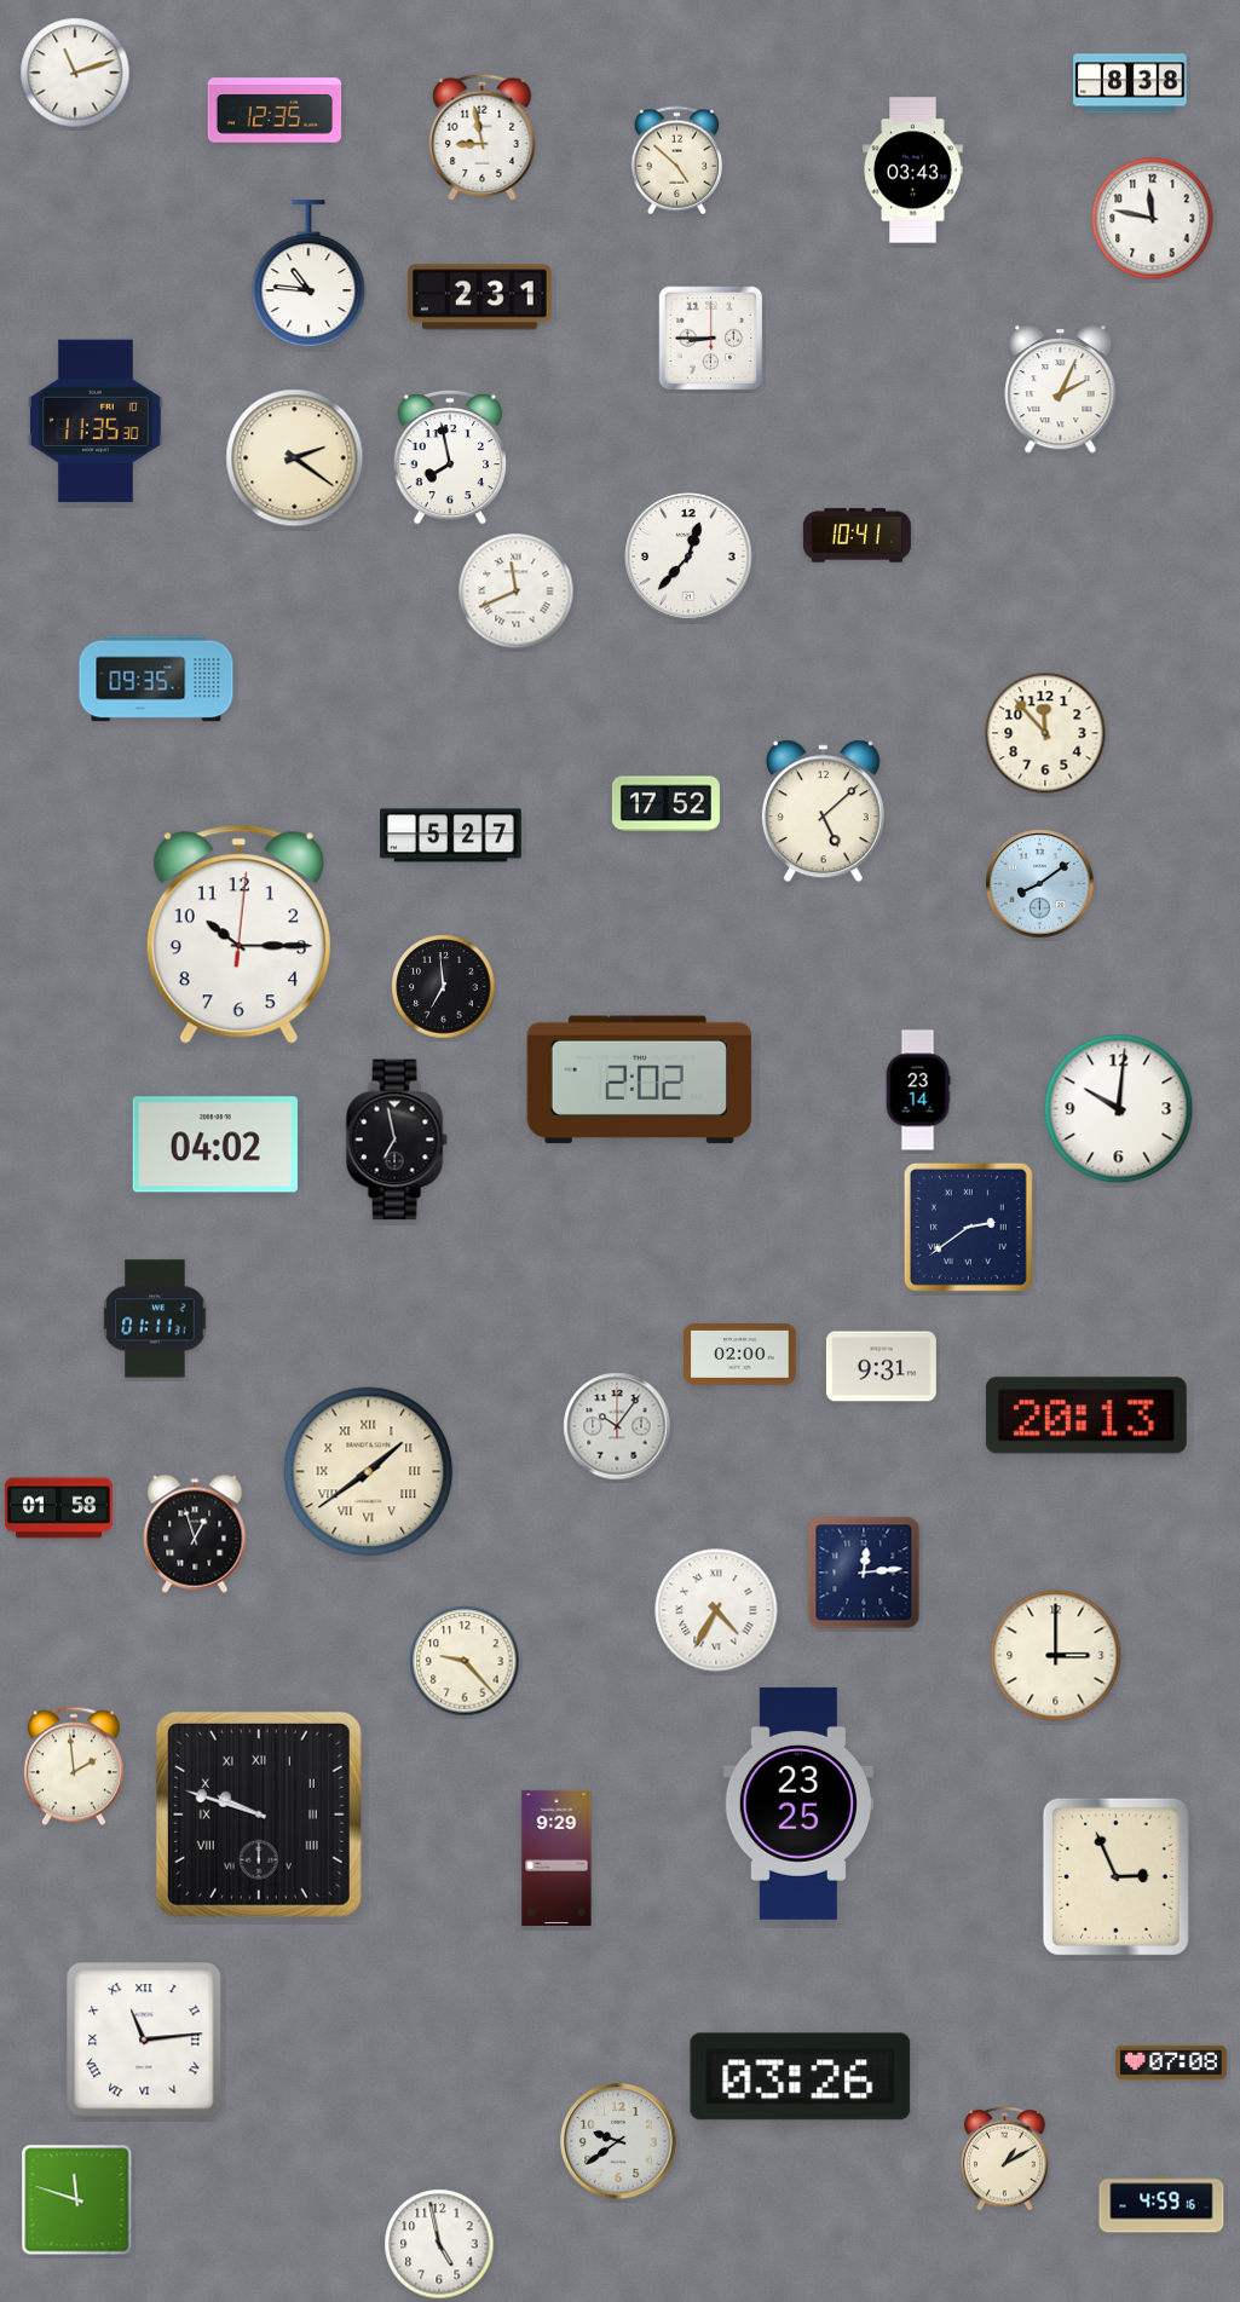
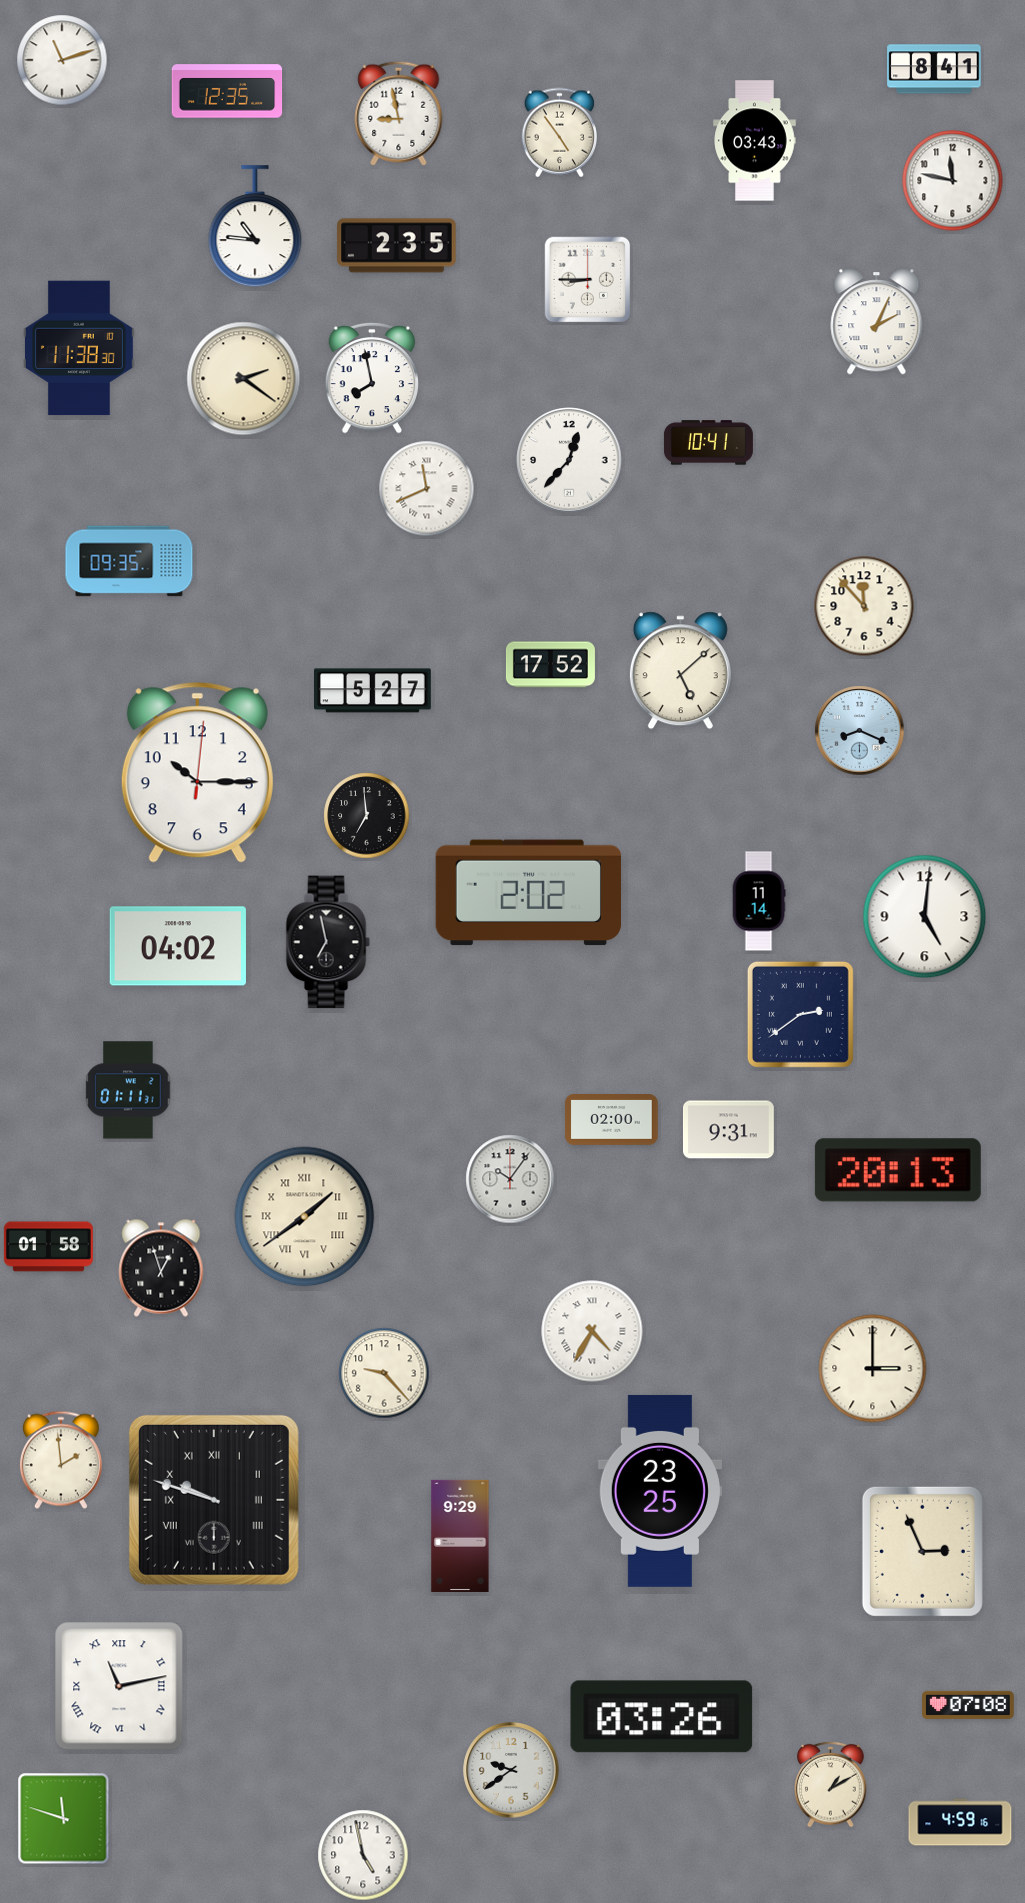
clock at (1130, 83): 8:38 -> 8:41
clock at (676, 161): 4:52 -> 4:54
clock at (480, 298): 2:31 -> 2:35
clock at (96, 421): 11:35 -> 11:38
clock at (1040, 884): 8:09 -> 8:19
clock at (918, 1090): 23:14 -> 11:14
clock at (1119, 1109): 10:01 -> 5:01
clock at (864, 1573): 12:14 -> none
clock at (144, 2040): 11:14 -> 11:13
